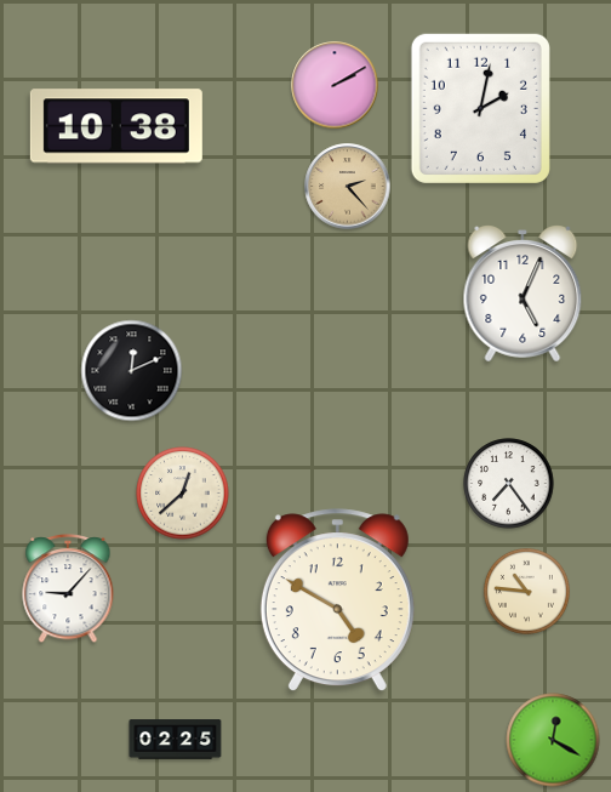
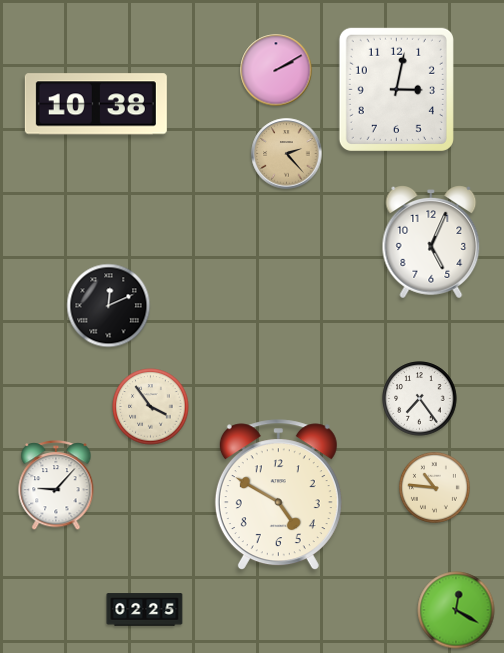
clock at (480, 108): 2:02 -> 3:02
clock at (183, 494): 12:38 -> 3:54
